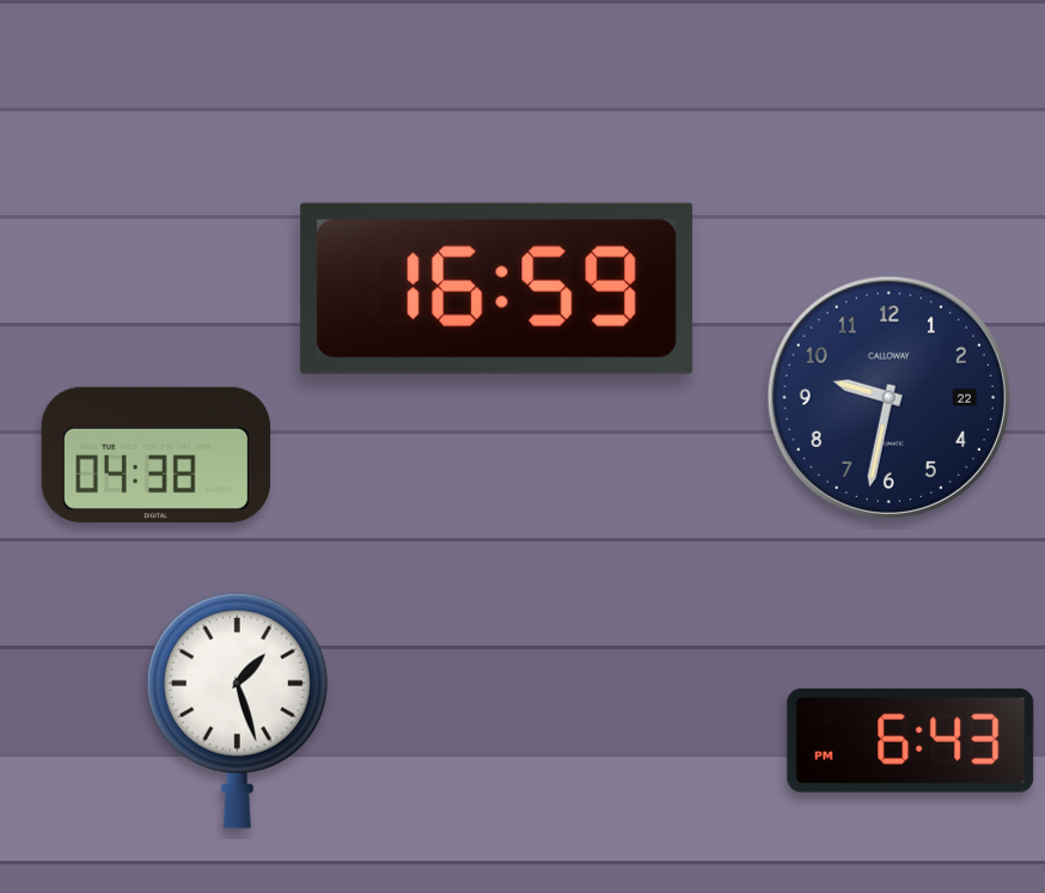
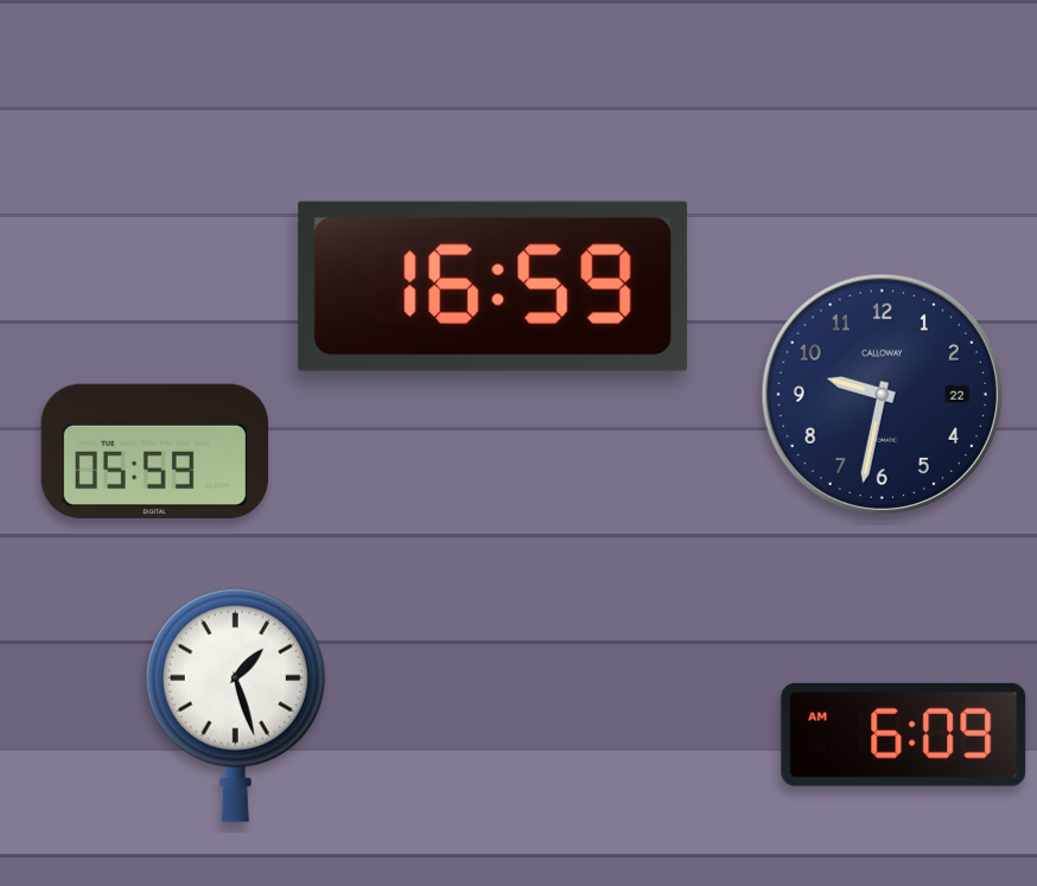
clock at (155, 455): 04:38 -> 05:59
clock at (911, 740): 6:43 -> 6:09
